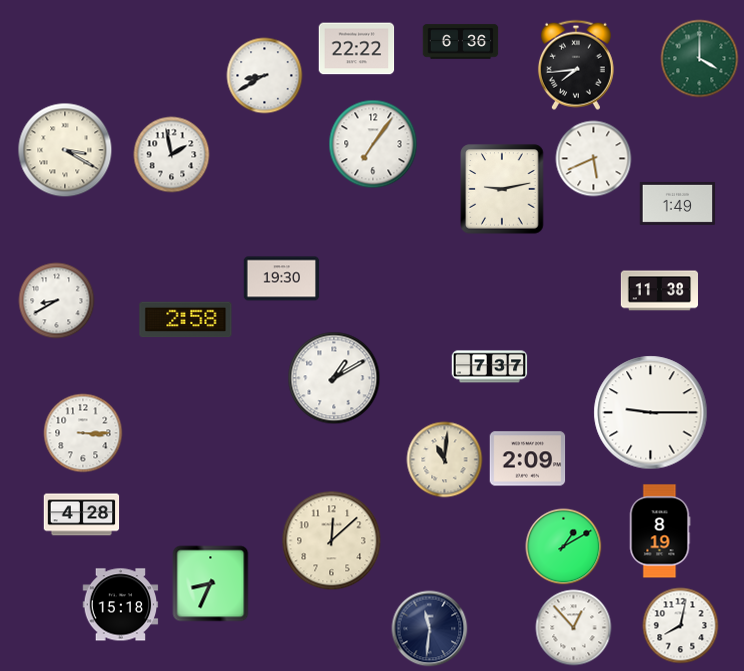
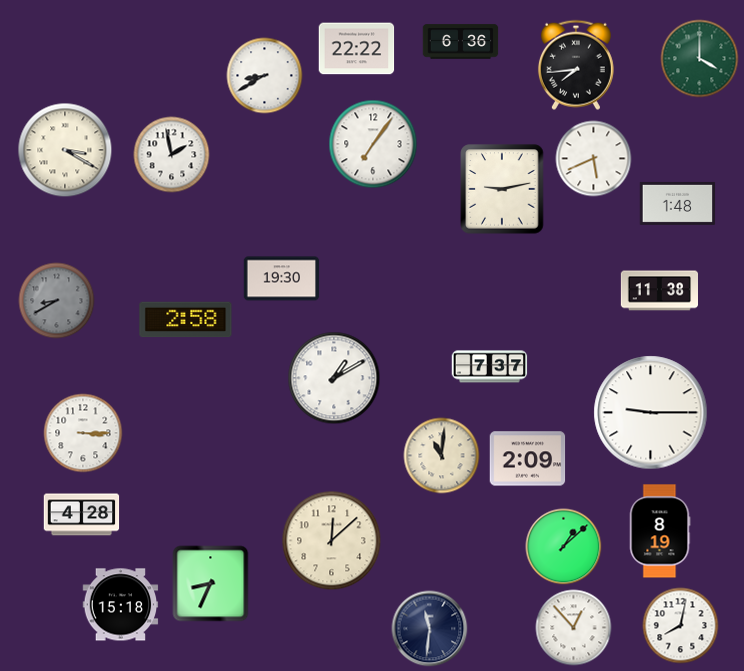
clock at (678, 203): 1:49 -> 1:48
clock at (57, 301) dial: white -> grey
clock at (445, 460) position: (445, 460) -> (442, 456)
clock at (564, 547): 1:10 -> 1:08
